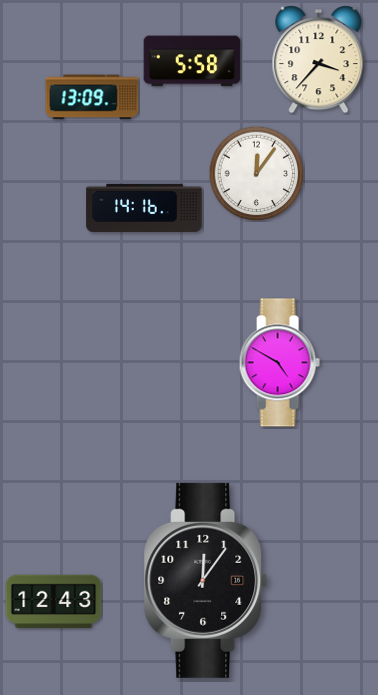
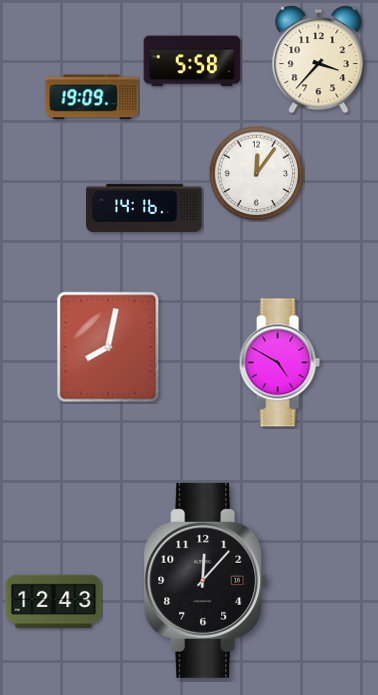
clock at (92, 97): 13:09 -> 19:09
clock at (108, 347): none -> 8:02
clock at (206, 580): 12:06 -> 12:07
